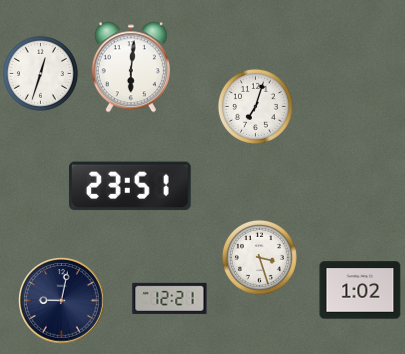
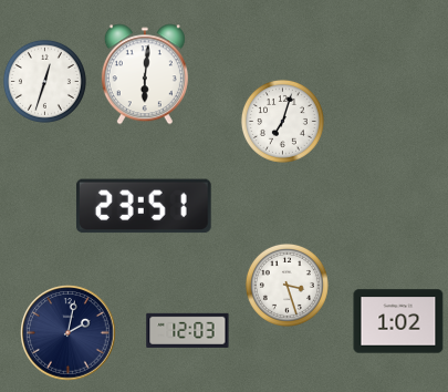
clock at (255, 106) position: (255, 106) -> (282, 121)
clock at (170, 298): 12:21 -> 12:03
clock at (62, 301): 9:02 -> 2:02
